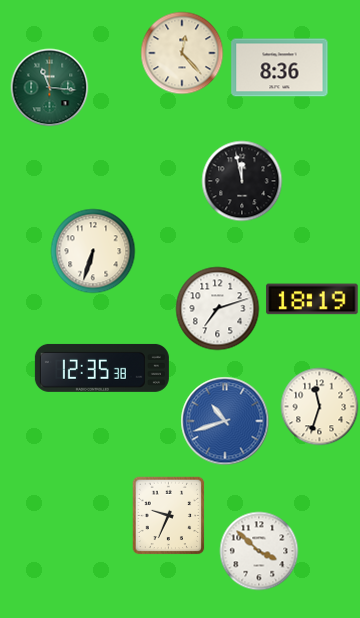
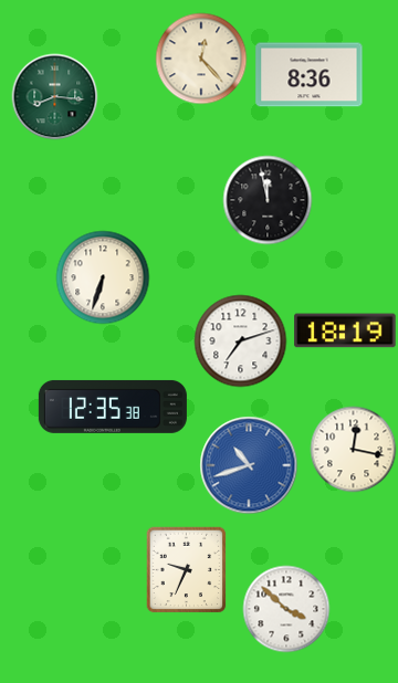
clock at (49, 87): 11:16 -> 8:16
clock at (319, 406): 11:33 -> 12:17
